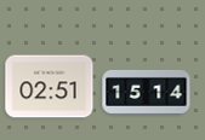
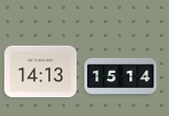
clock at (50, 87): 02:51 -> 14:13
